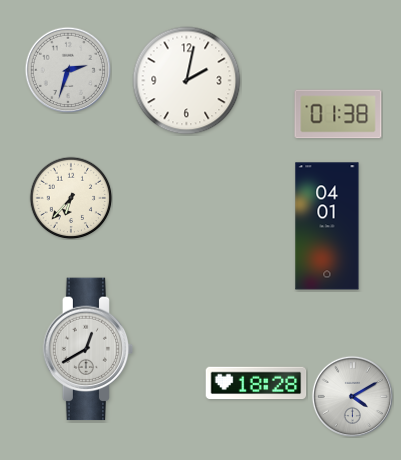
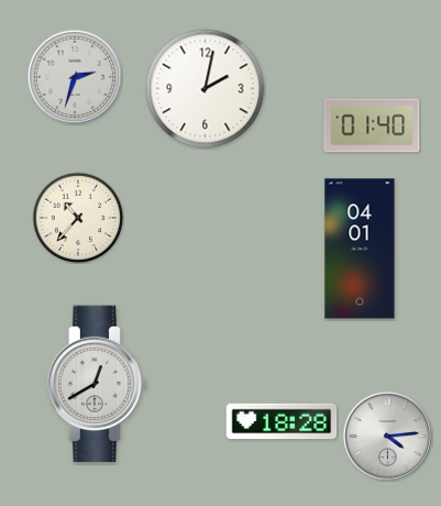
clock at (338, 114): 01:38 -> 01:40
clock at (71, 198): 6:37 -> 10:37
clock at (352, 396): 4:10 -> 4:14
